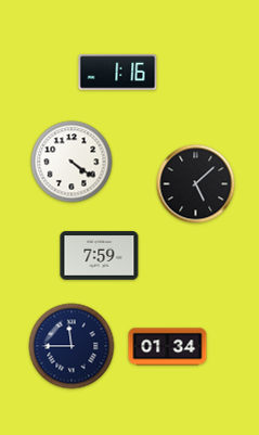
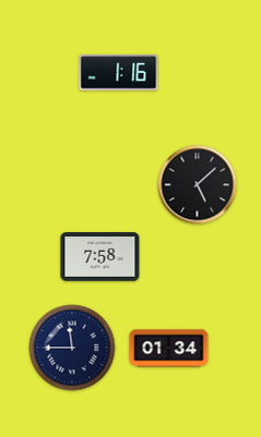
clock at (72, 162): 4:21 -> none
clock at (100, 256): 7:59 -> 7:58
